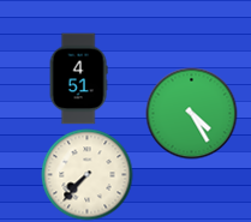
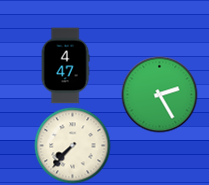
clock at (78, 79): 4:51 -> 4:47
clock at (192, 114): 4:25 -> 2:25
